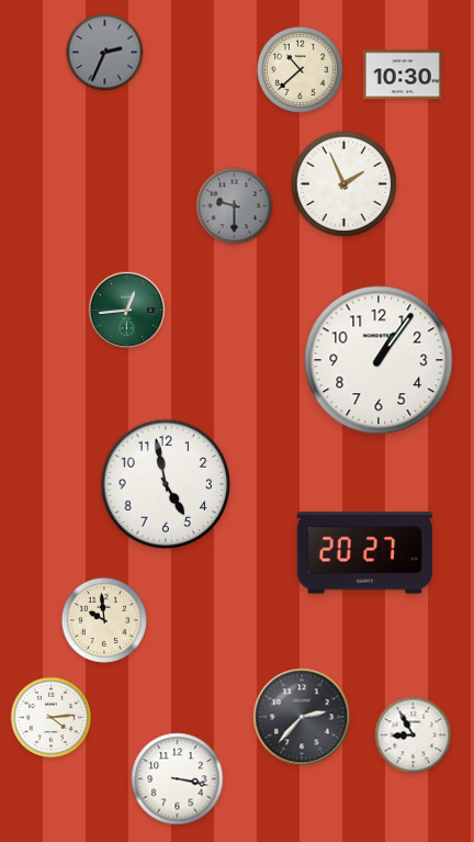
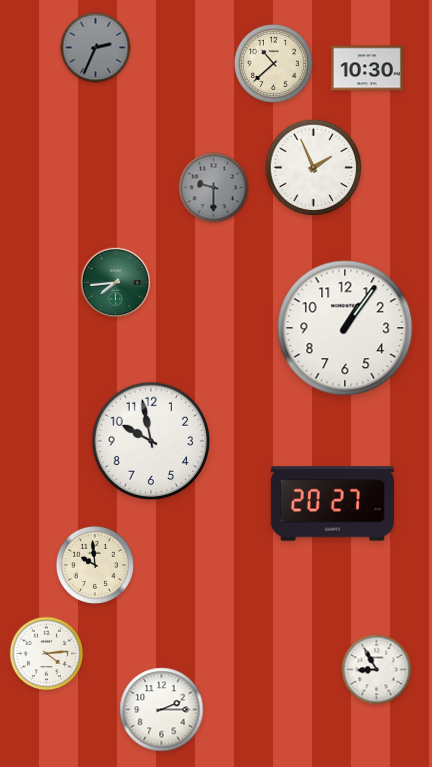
clock at (127, 311): 12:44 -> 7:44
clock at (166, 484): 4:58 -> 9:58
clock at (302, 717): 2:37 -> none
clock at (178, 779): 3:17 -> 2:15
